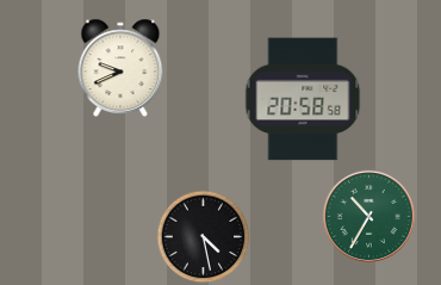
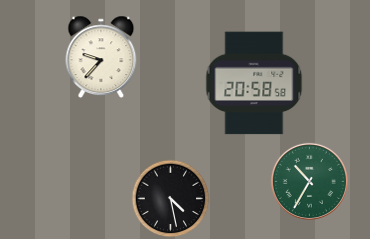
clock at (120, 67): 9:41 -> 9:37
